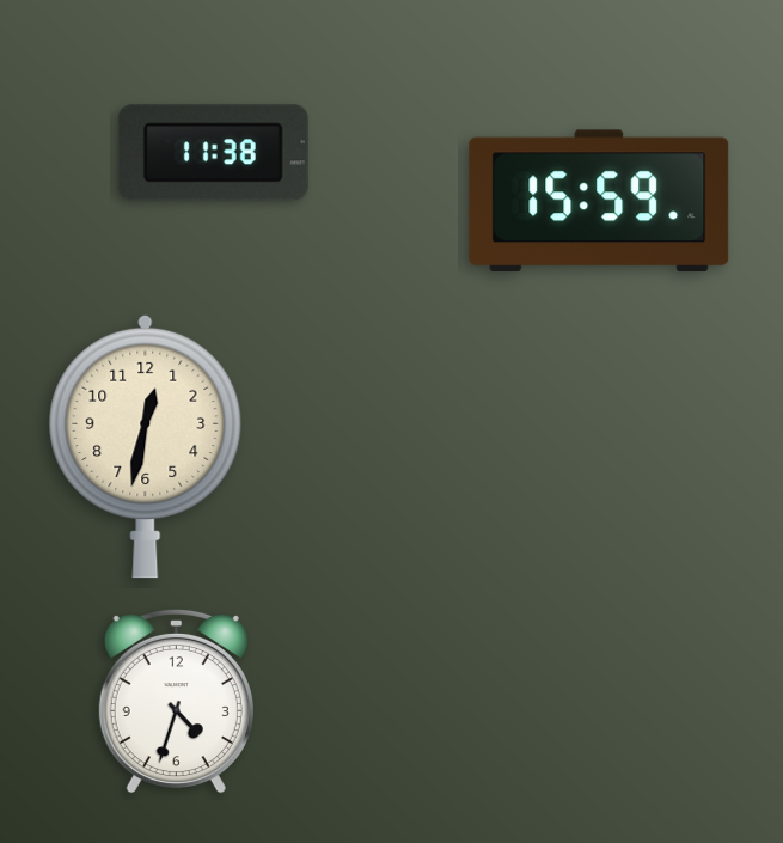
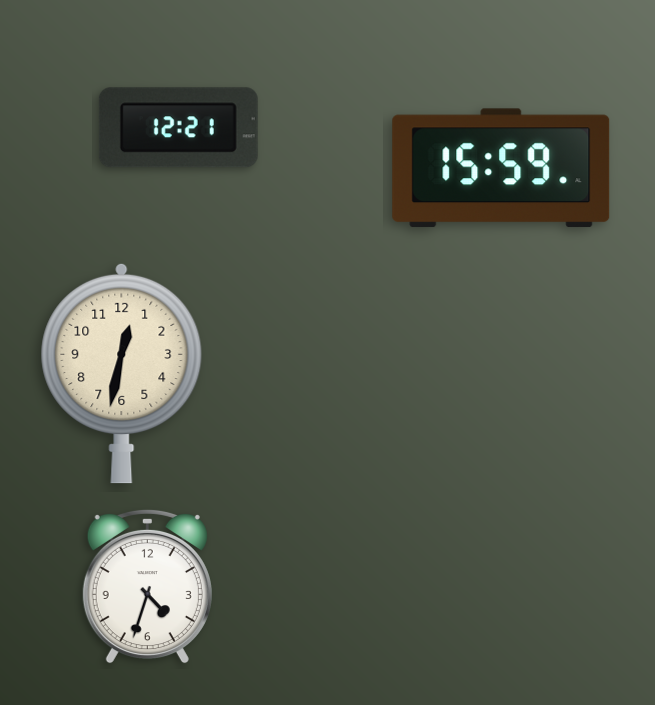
clock at (213, 153): 11:38 -> 12:21
